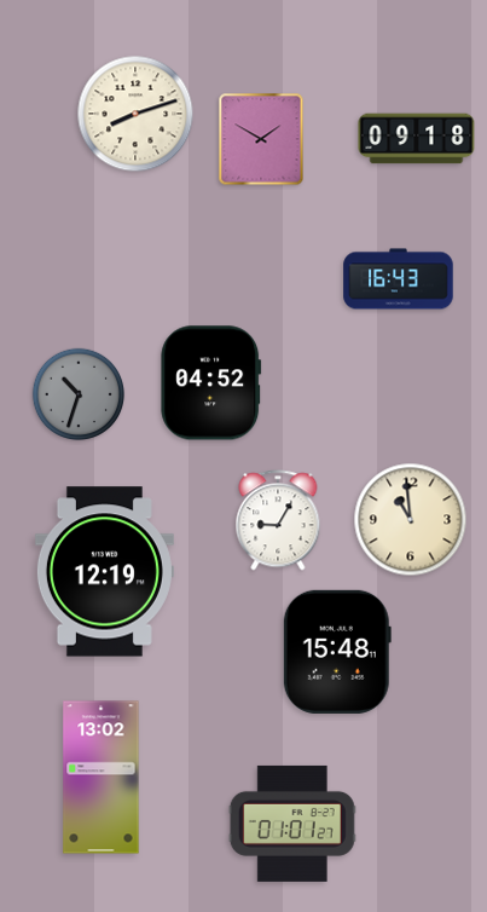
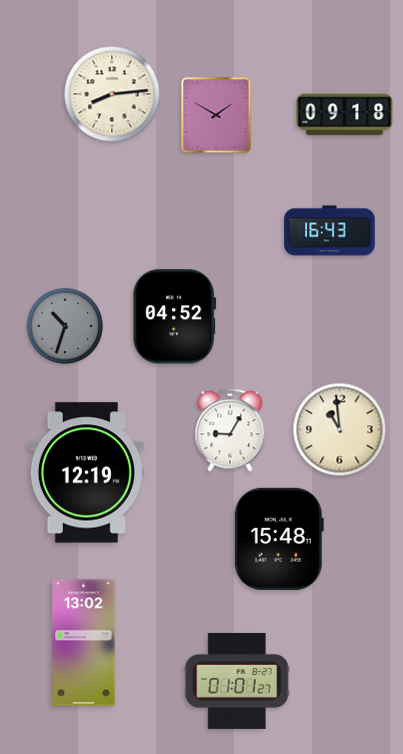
clock at (135, 114): 8:12 -> 8:14
clock at (292, 824) position: (292, 824) -> (237, 681)
